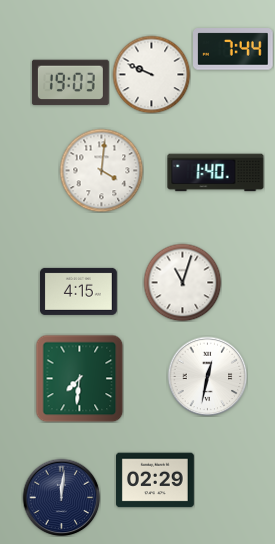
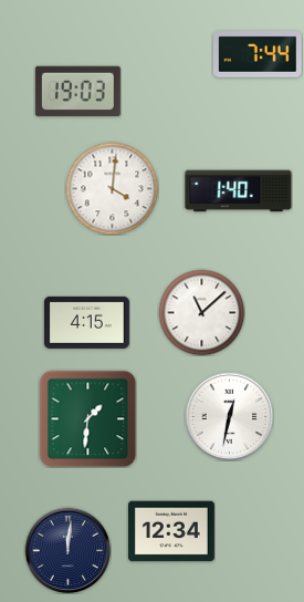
clock at (151, 74): 9:49 -> none
clock at (182, 282): 11:03 -> 11:08
clock at (79, 378): 7:31 -> 1:31
clock at (156, 480): 02:29 -> 12:34
